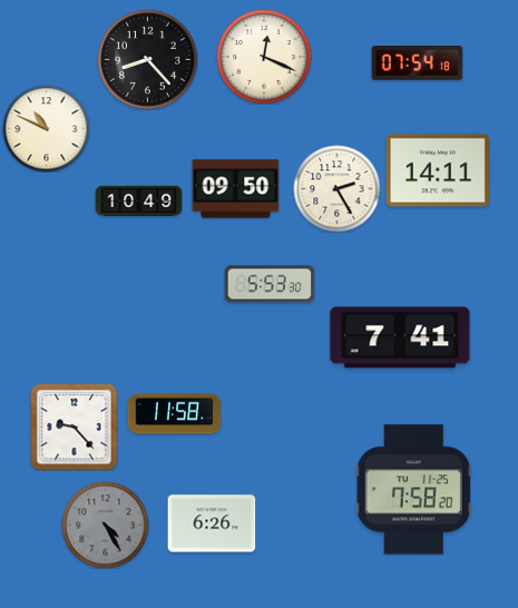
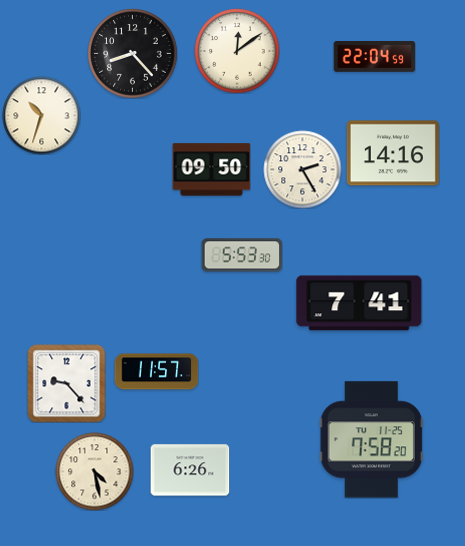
clock at (264, 57): 12:19 -> 12:09
clock at (417, 63): 07:54 -> 22:04
clock at (46, 128): 10:49 -> 10:33
clock at (438, 170): 14:11 -> 14:16
clock at (138, 202): 10:49 -> none
clock at (174, 414): 11:58 -> 11:57
clock at (105, 524): 4:25 -> 4:28
clock at (105, 524) dial: grey -> cream
